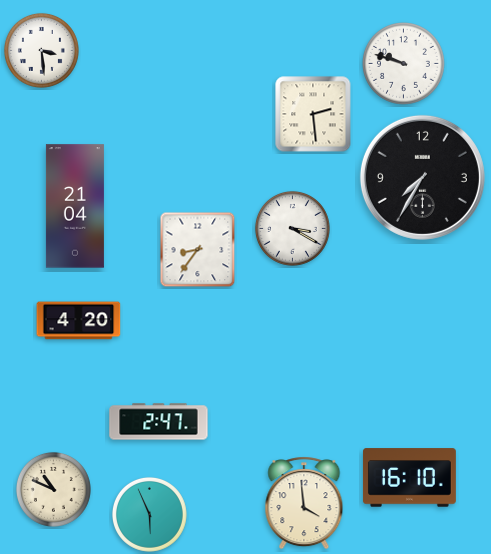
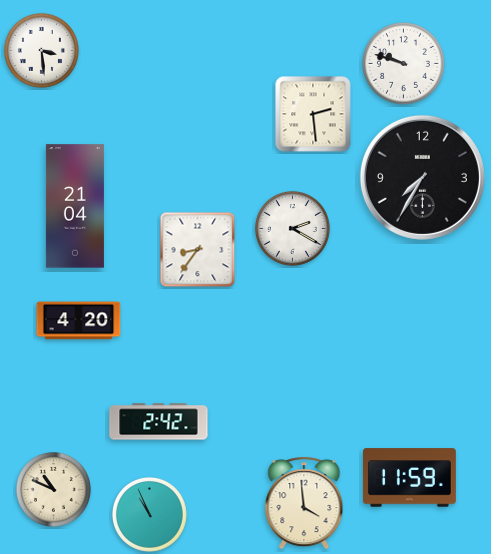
clock at (292, 228): 3:20 -> 2:20
clock at (159, 422): 2:47 -> 2:42
clock at (409, 478): 16:10 -> 11:59
clock at (149, 514): 5:56 -> 10:56
